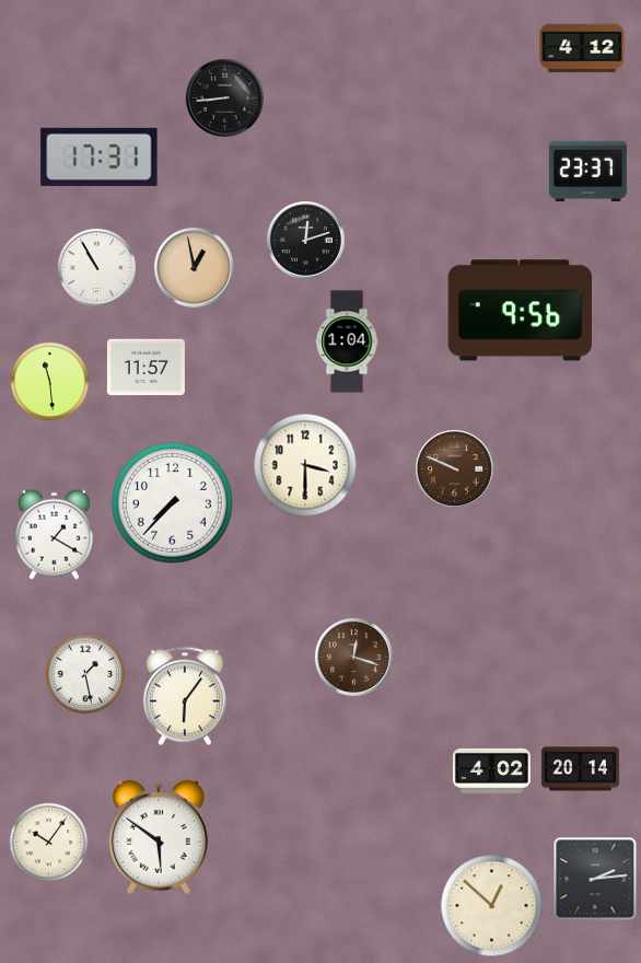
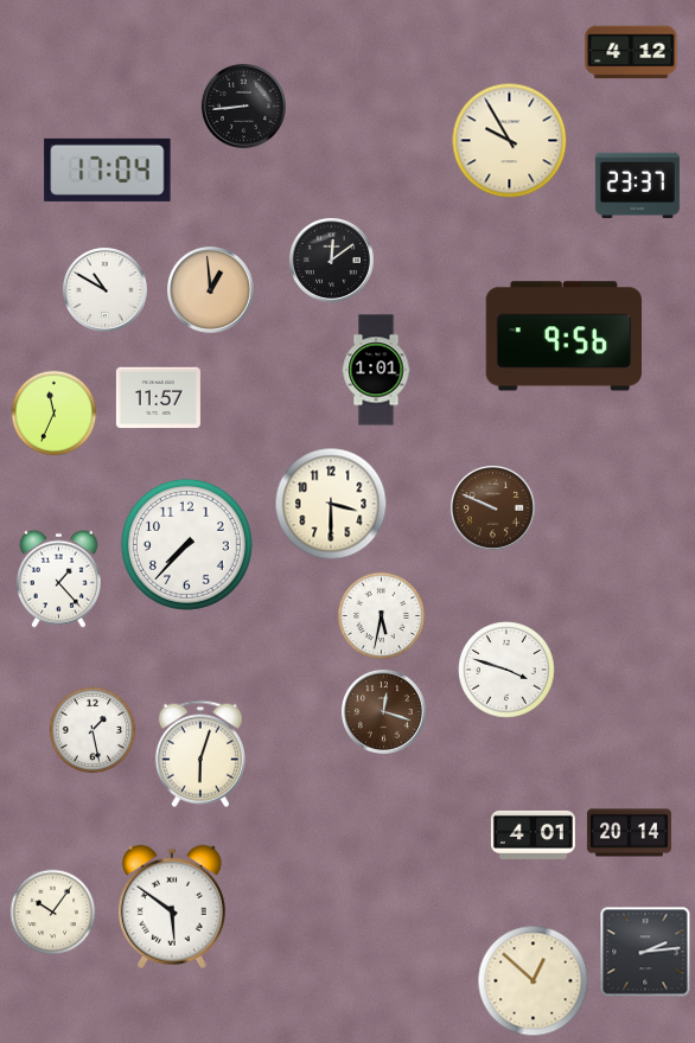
clock at (510, 141): none -> 9:55
clock at (100, 156): 17:31 -> 17:04
clock at (305, 240): 12:12 -> 12:09
clock at (96, 267): 10:55 -> 10:50
clock at (194, 267): 12:58 -> 12:59
clock at (347, 341): 1:04 -> 1:01
clock at (50, 382): 11:29 -> 11:34
clock at (54, 534): 1:20 -> 1:23
clock at (382, 616): none -> 5:32
clock at (506, 670): none -> 3:48
clock at (185, 696): 6:06 -> 6:03
clock at (491, 770): 4:02 -> 4:01
